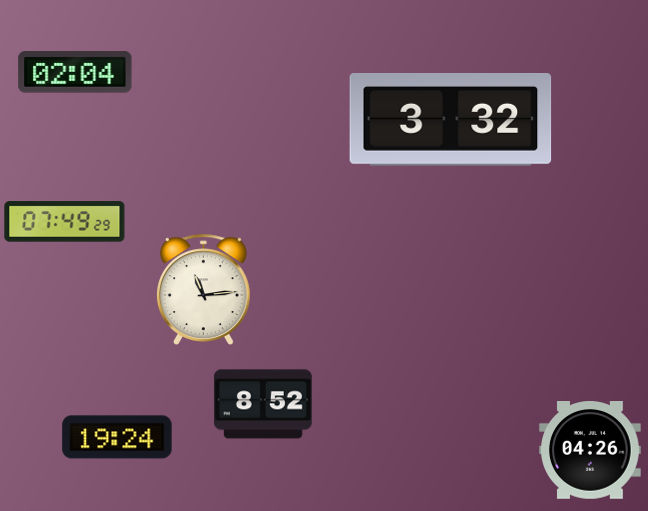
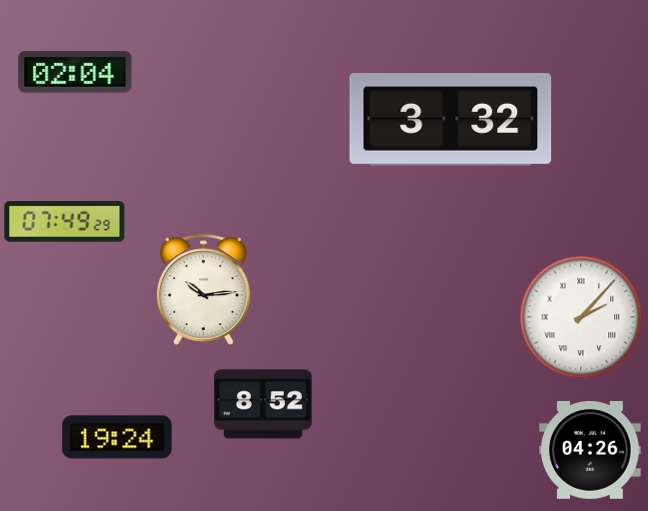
clock at (203, 289): 11:14 -> 10:14
clock at (581, 317): none -> 2:07
